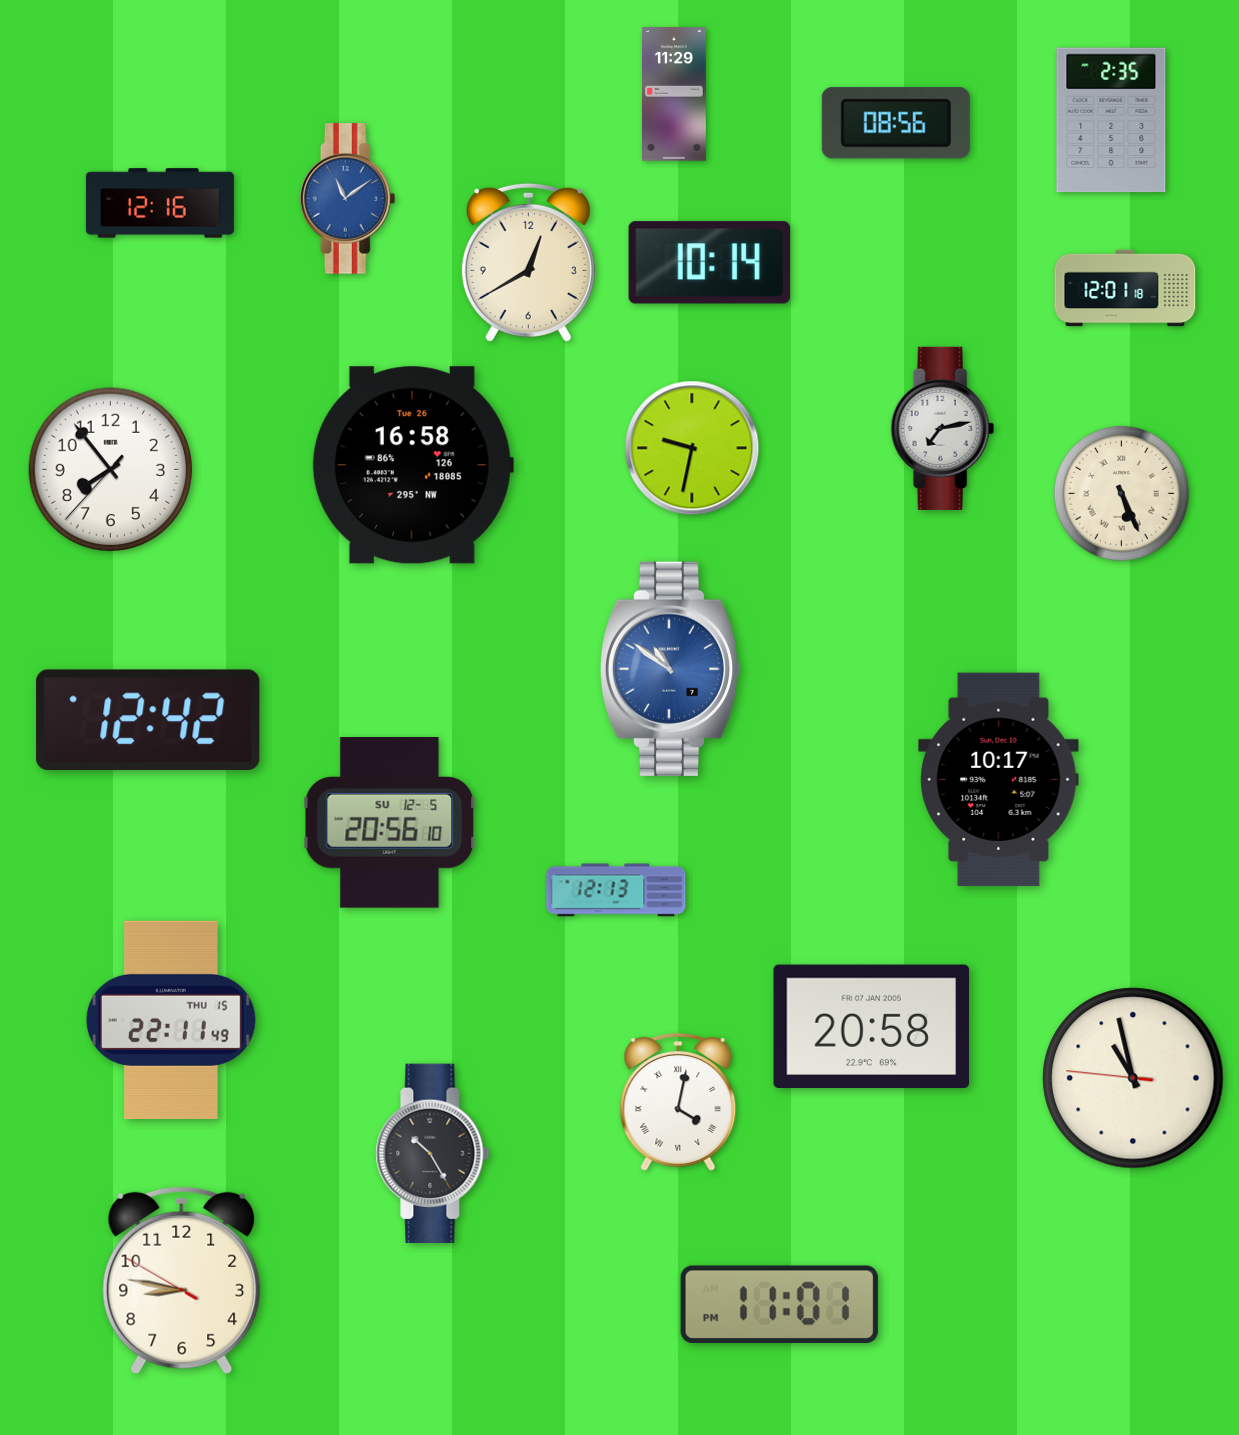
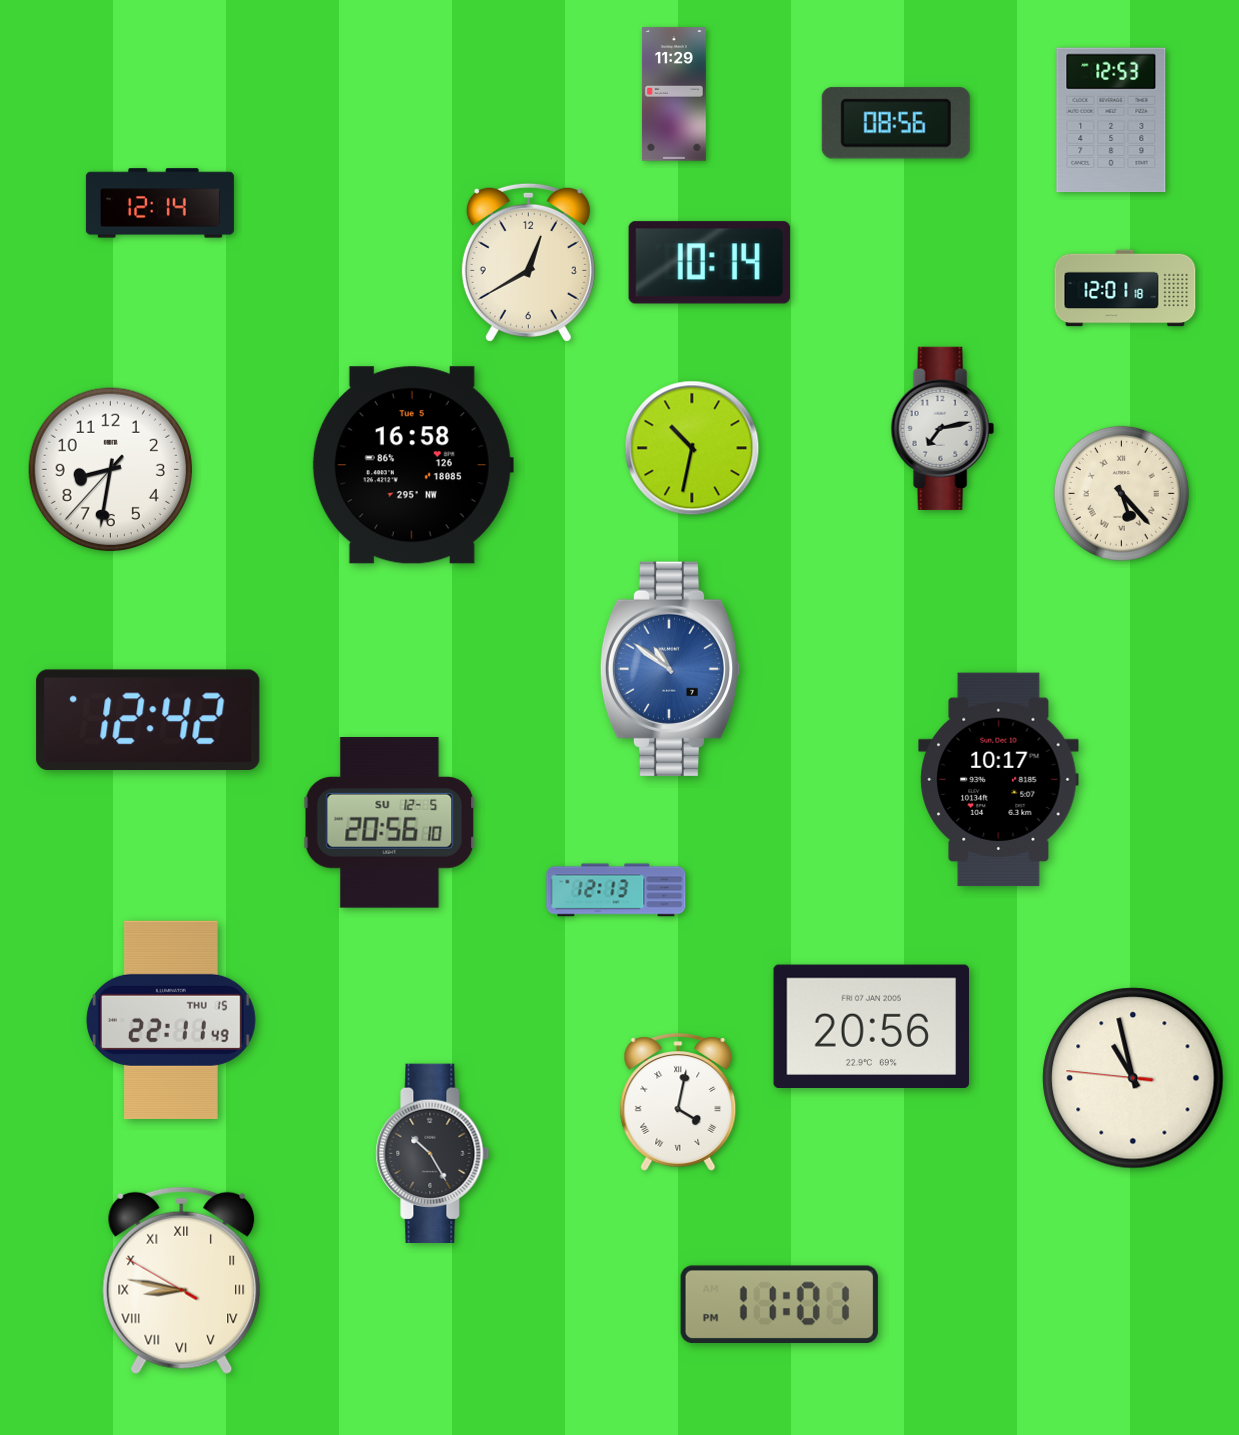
clock at (1111, 120): 2:35 -> 12:53
clock at (348, 199): 11:09 -> none
clock at (160, 203): 12:16 -> 12:14
clock at (692, 448): 9:32 -> 10:32
clock at (413, 465) date: Tue 26 -> Tue 5
clock at (110, 469): 7:53 -> 8:31
clock at (1121, 493): 5:26 -> 5:23
clock at (872, 1026): 20:58 -> 20:56
clock at (182, 1281) numerals: Arabic -> Roman
